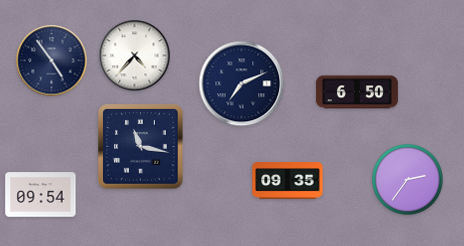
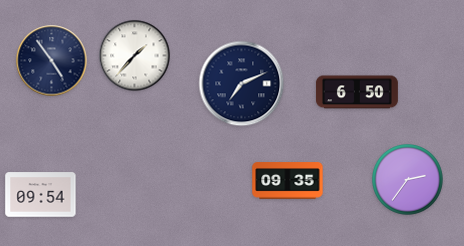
clock at (135, 56): 4:37 -> 1:37
clock at (141, 147): 11:17 -> none
